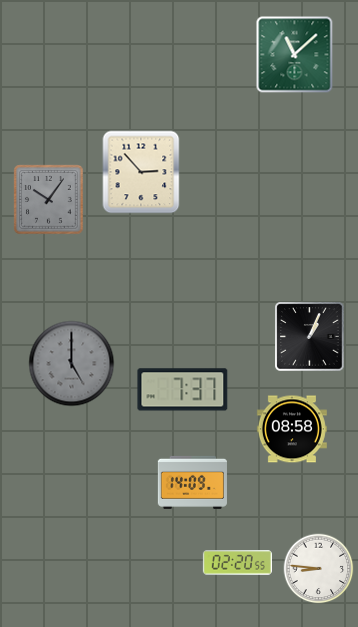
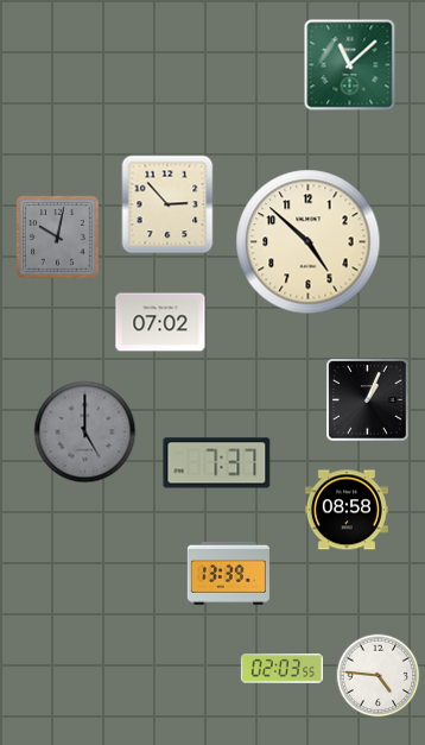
clock at (49, 200): 10:06 -> 10:02
clock at (309, 242): none -> 4:52
clock at (160, 322): none -> 07:02
clock at (192, 482): 14:09 -> 13:39
clock at (237, 563): 02:20 -> 02:03
clock at (319, 569): 8:46 -> 4:46
